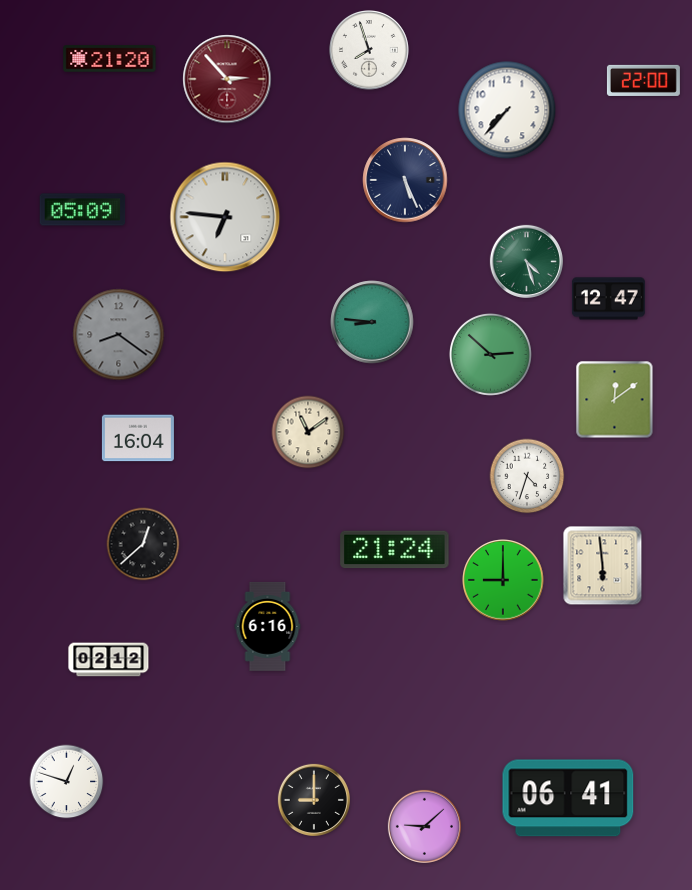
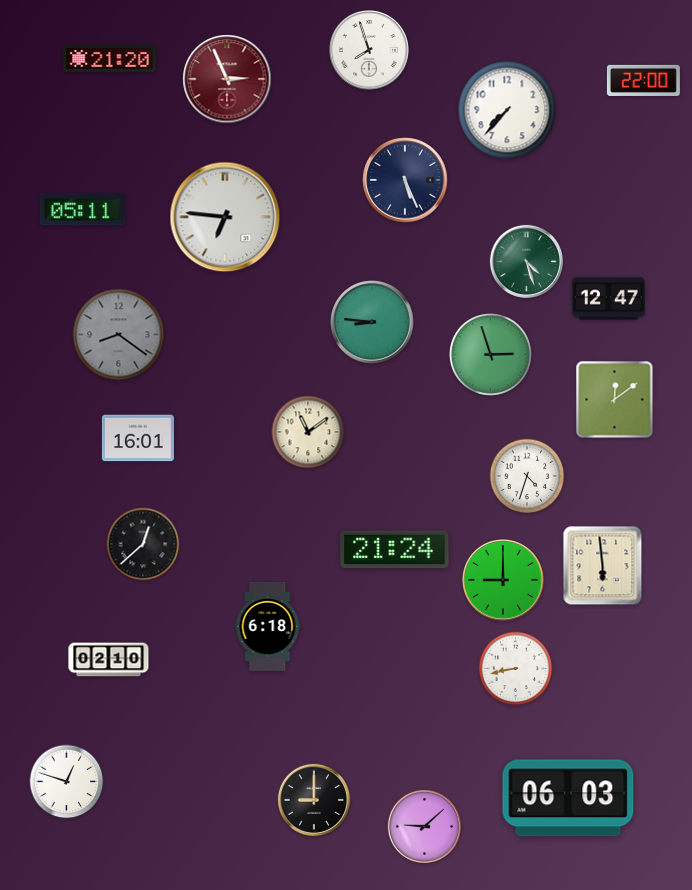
clock at (227, 79): 2:53 -> 2:56
clock at (83, 210): 05:09 -> 05:11
clock at (490, 354): 2:52 -> 2:57
clock at (138, 438): 16:04 -> 16:01
clock at (268, 626): 6:16 -> 6:18
clock at (109, 660): 02:12 -> 02:10
clock at (516, 669): none -> 8:43
clock at (568, 798): 06:41 -> 06:03
